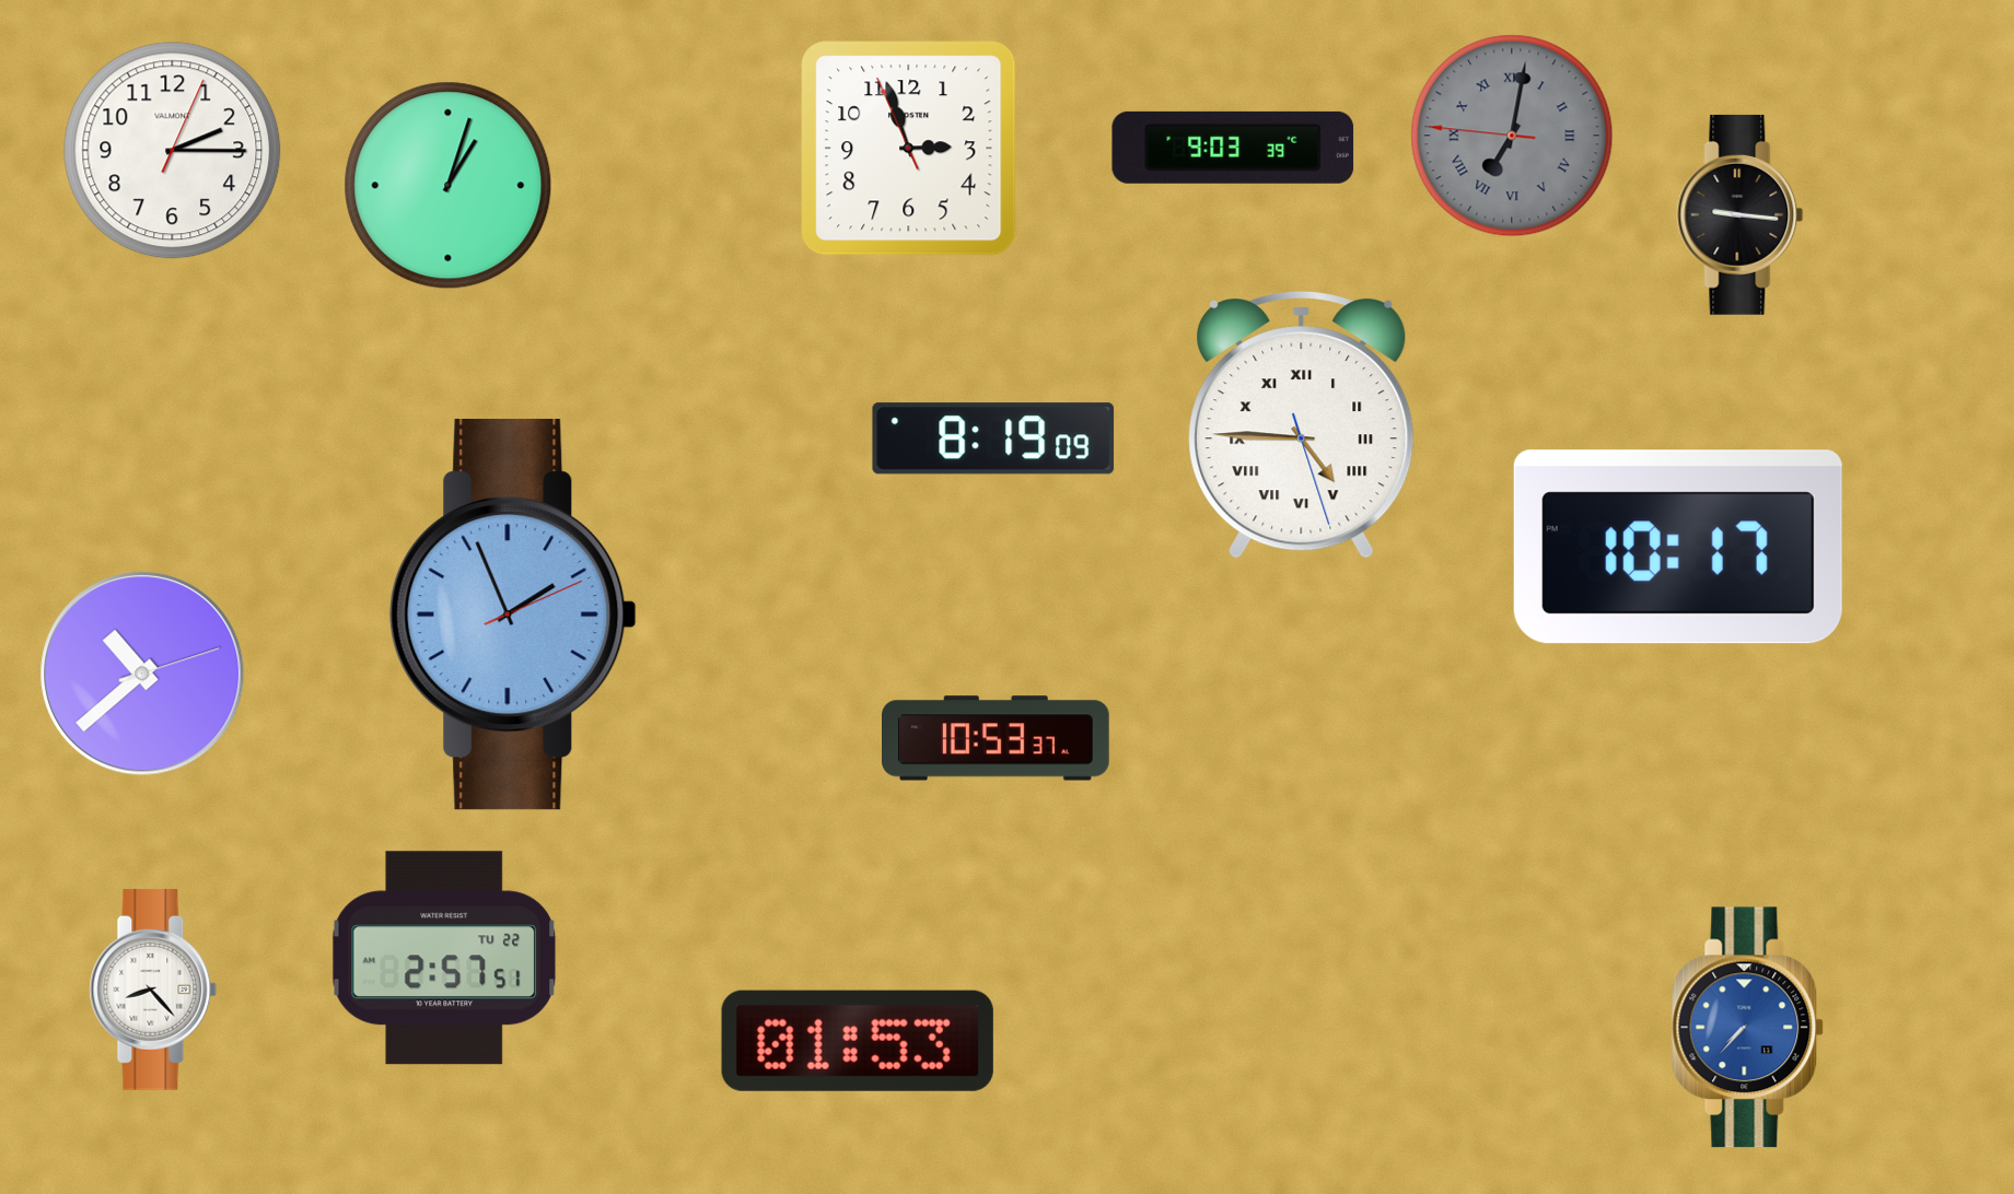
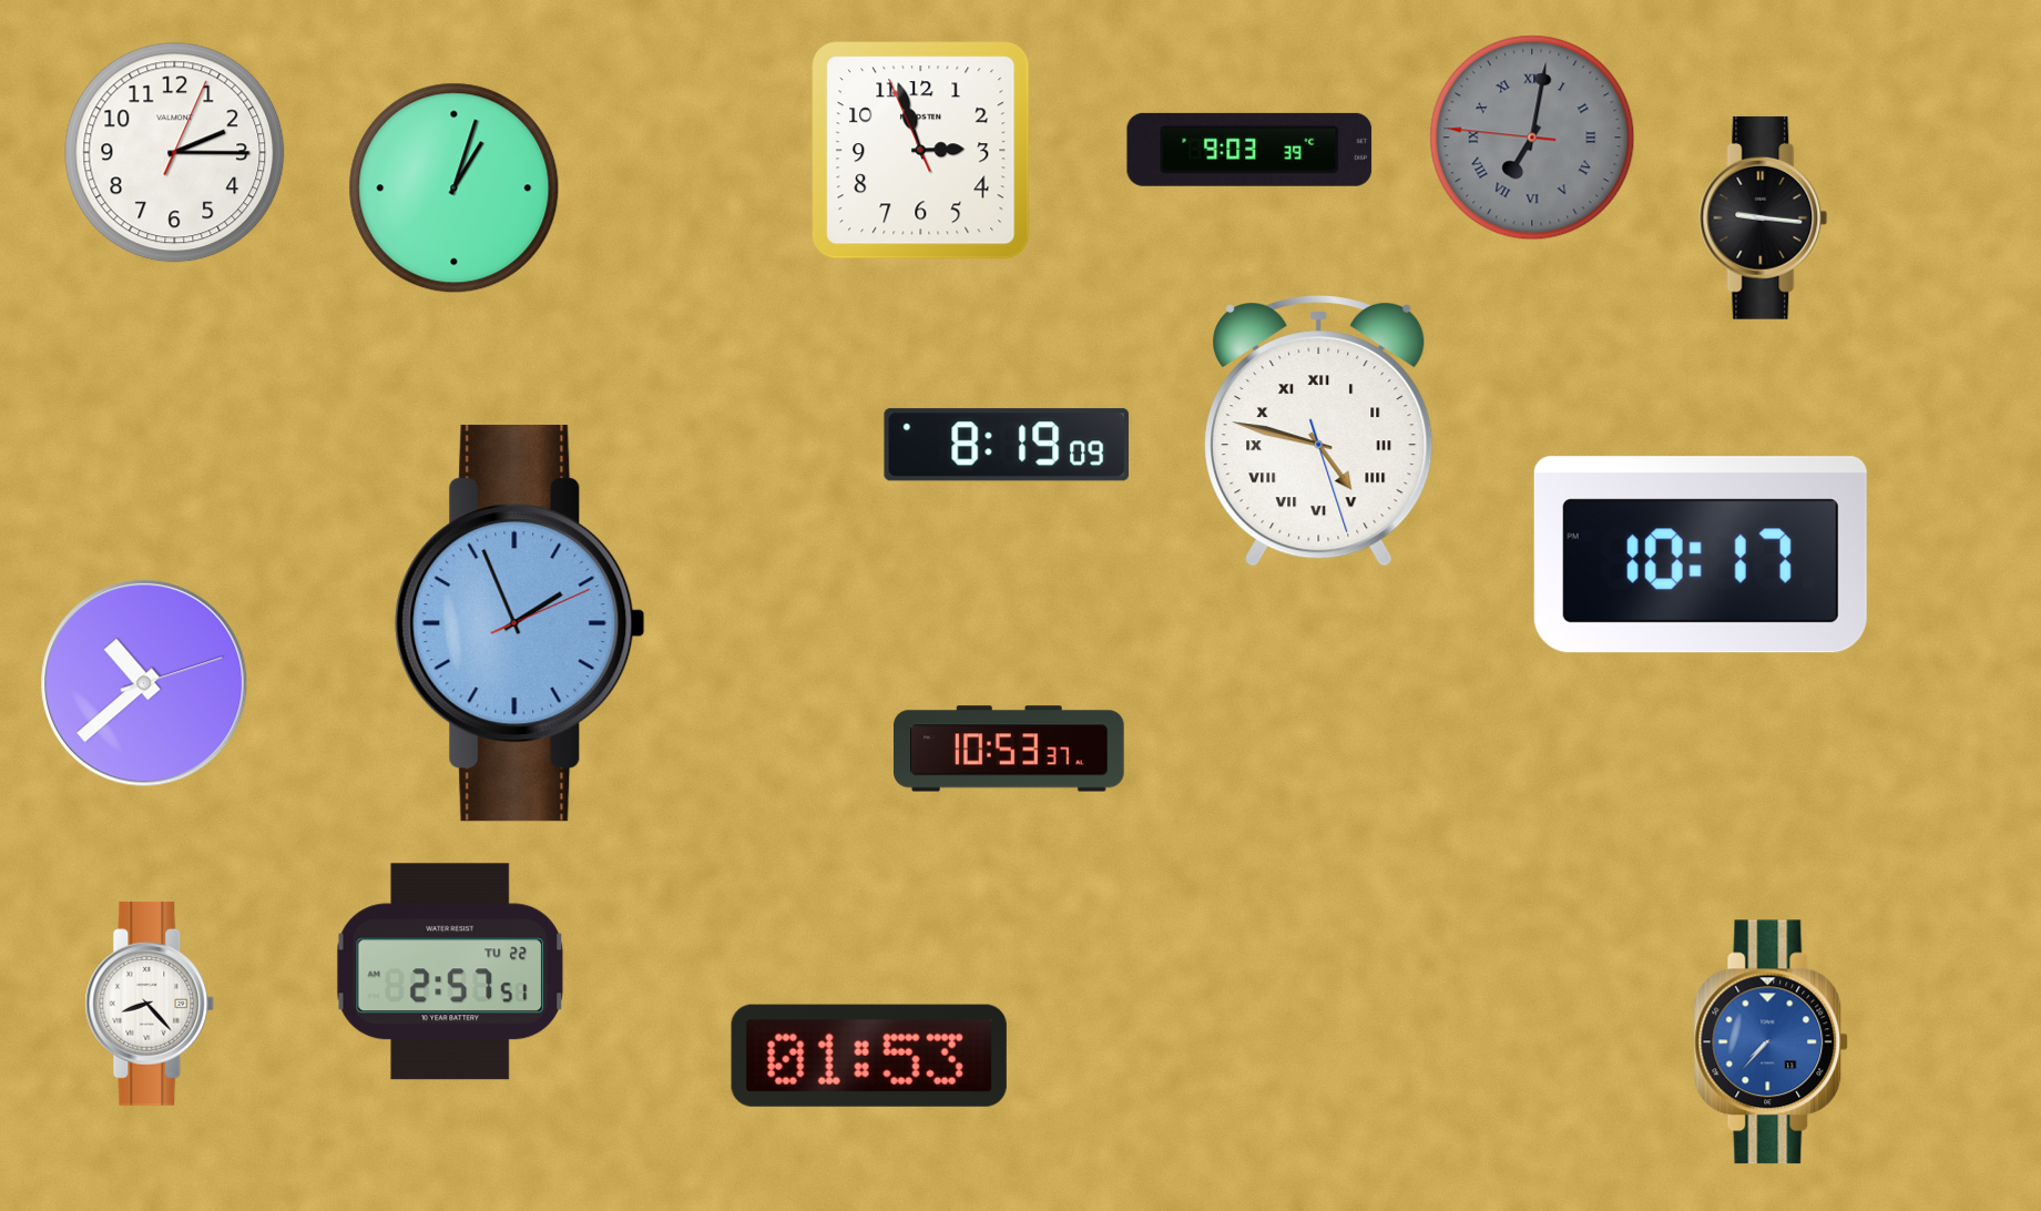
clock at (1302, 425): 4:45 -> 4:47
clock at (153, 990) position: (153, 990) -> (150, 1004)
